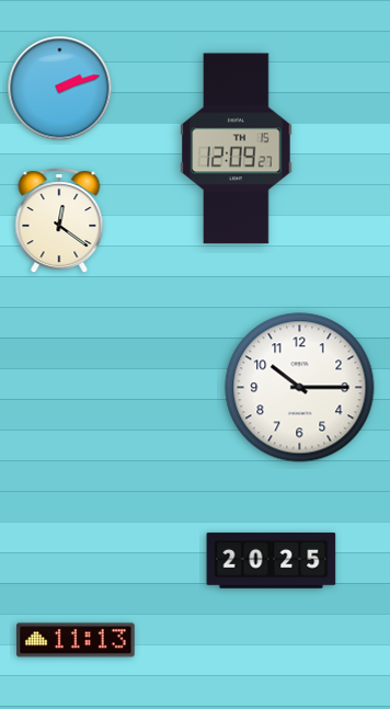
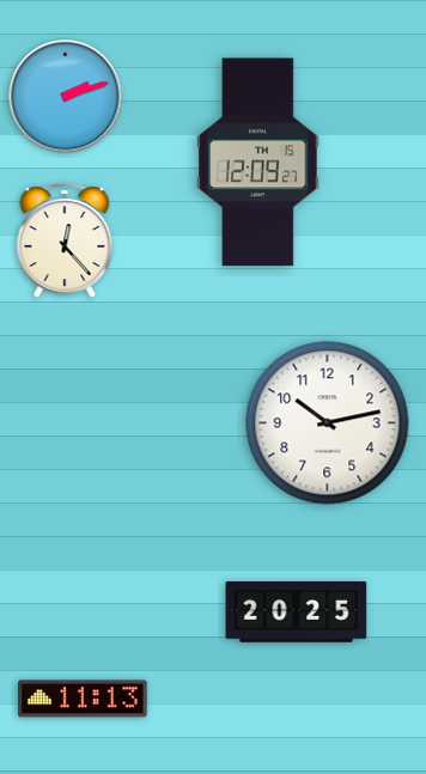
clock at (59, 221): 12:21 -> 12:23
clock at (300, 388): 10:15 -> 10:13
